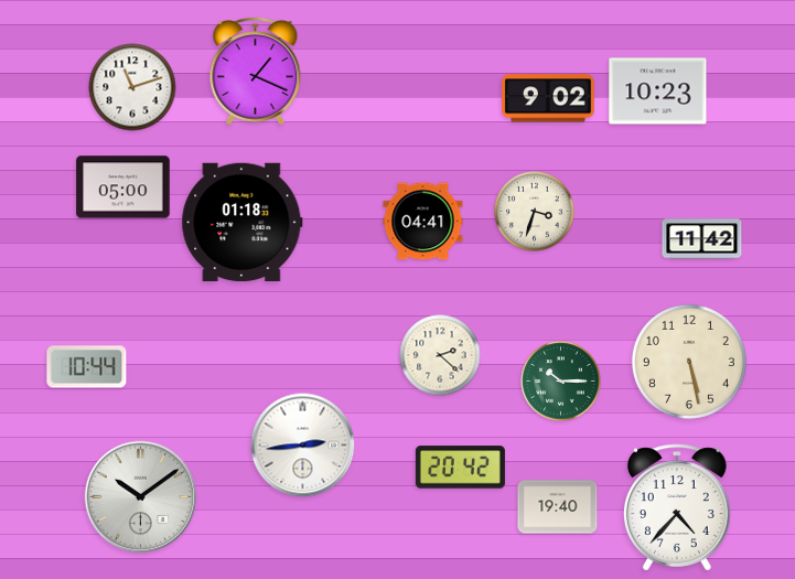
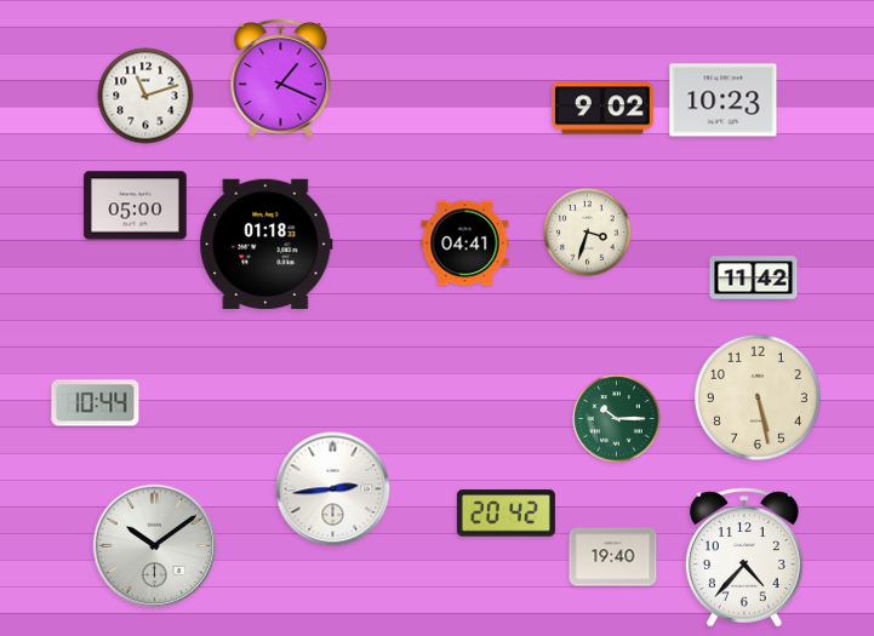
clock at (702, 239) position: (702, 239) -> (754, 279)
clock at (440, 355): 2:22 -> none
